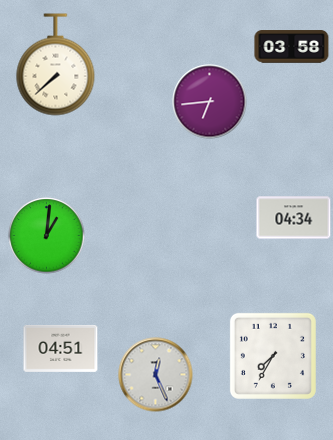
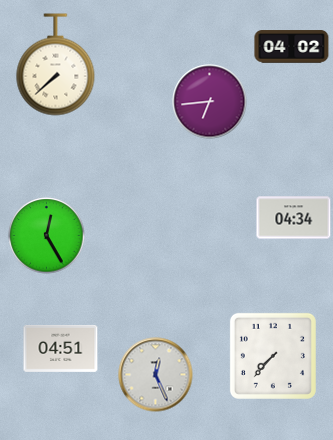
clock at (292, 47): 03:58 -> 04:02
clock at (47, 236): 1:01 -> 12:25
clock at (273, 356): 7:35 -> 7:37
